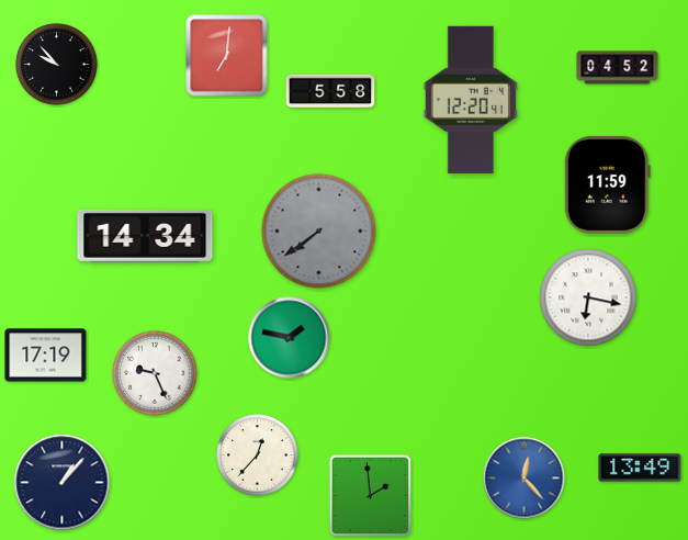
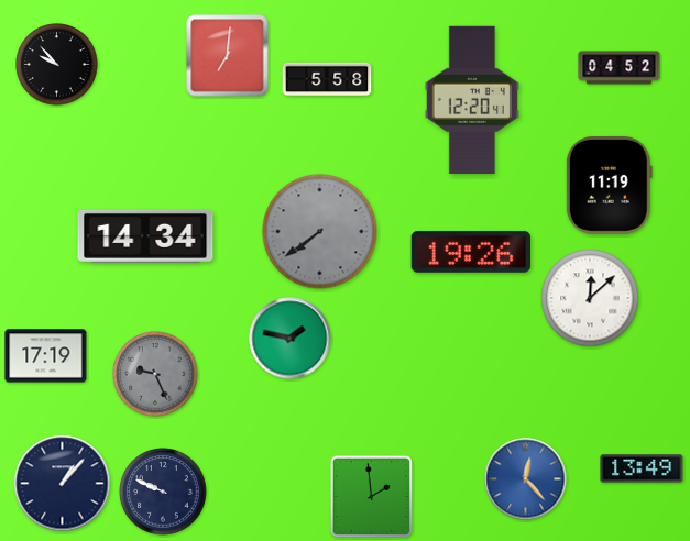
clock at (330, 91) position: (330, 91) -> (327, 79)
clock at (607, 184): 11:59 -> 11:19
clock at (470, 253): none -> 19:26
clock at (588, 297): 6:17 -> 12:08
clock at (155, 373) dial: white -> grey
clock at (258, 455): 12:37 -> none
clock at (163, 492): none -> 9:49
